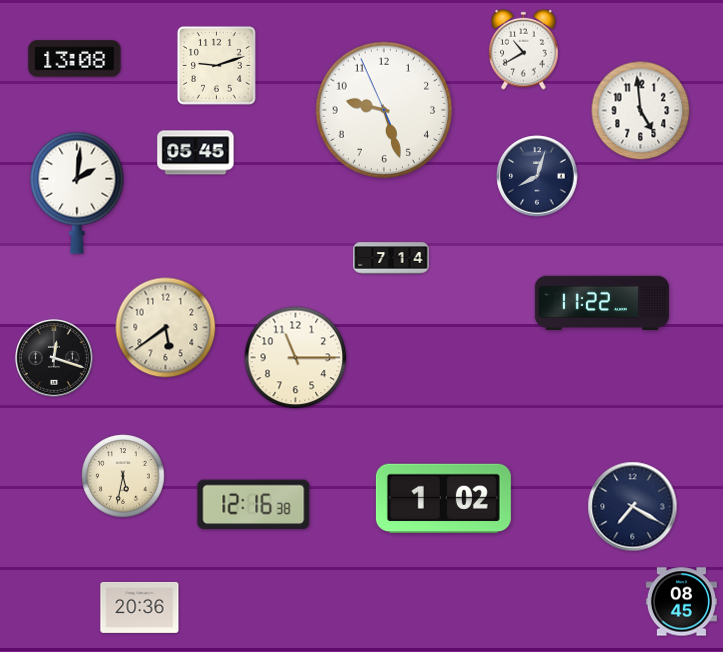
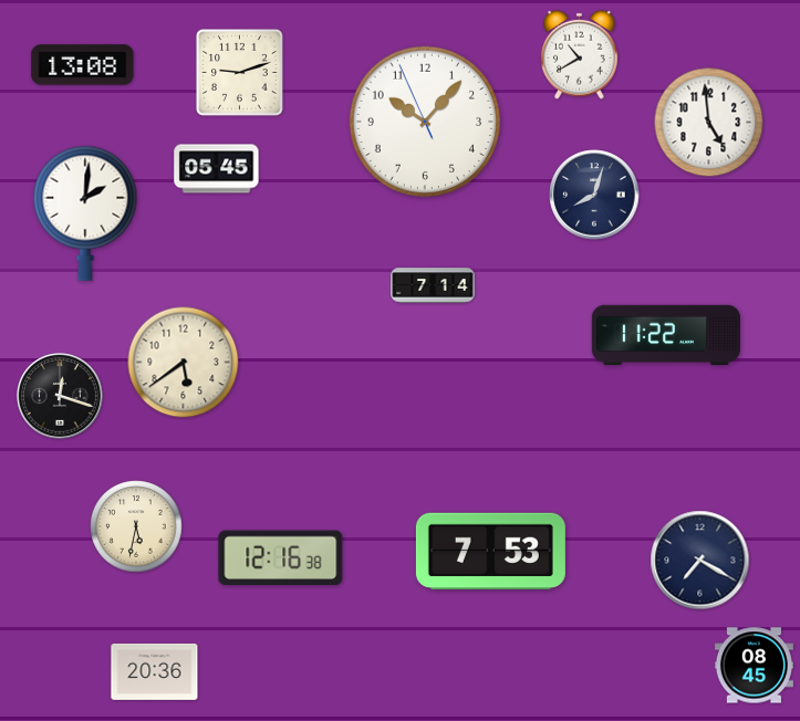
clock at (383, 109): 9:26 -> 10:06
clock at (296, 358): 11:15 -> none
clock at (443, 498): 1:02 -> 7:53
